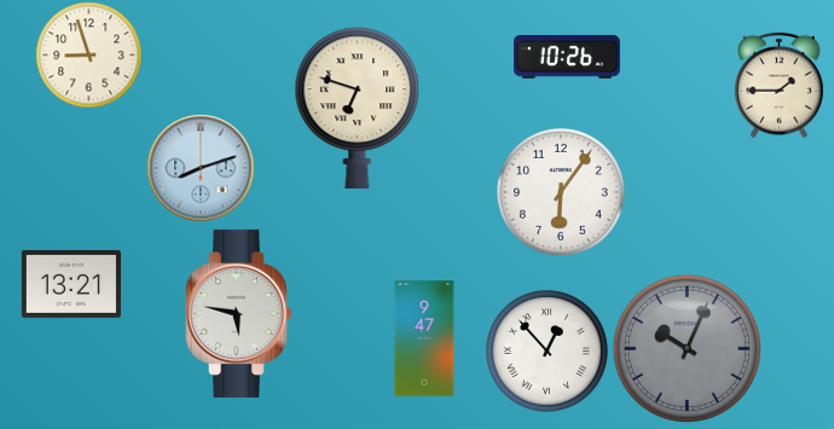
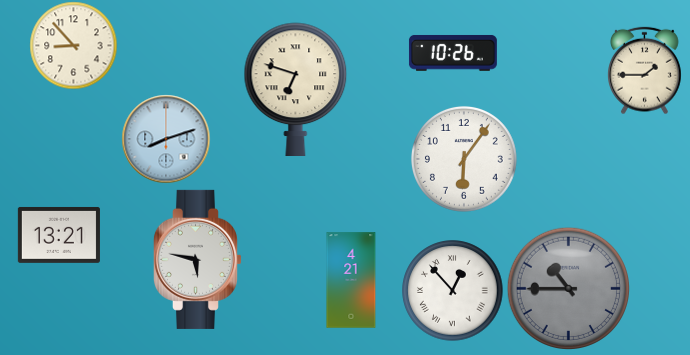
clock at (88, 54): 8:57 -> 8:53
clock at (567, 57) position: (567, 57) -> (453, 53)
clock at (424, 338): 9:47 -> 4:21
clock at (687, 348): 10:04 -> 10:45
